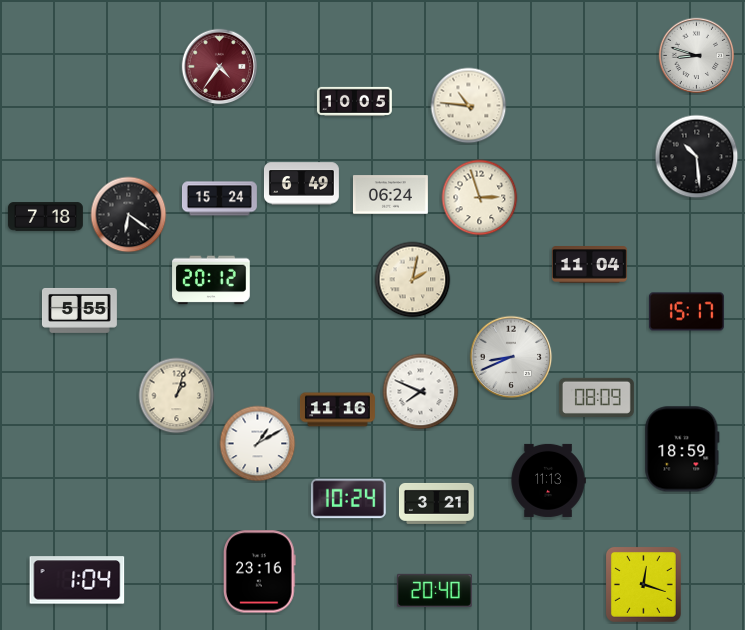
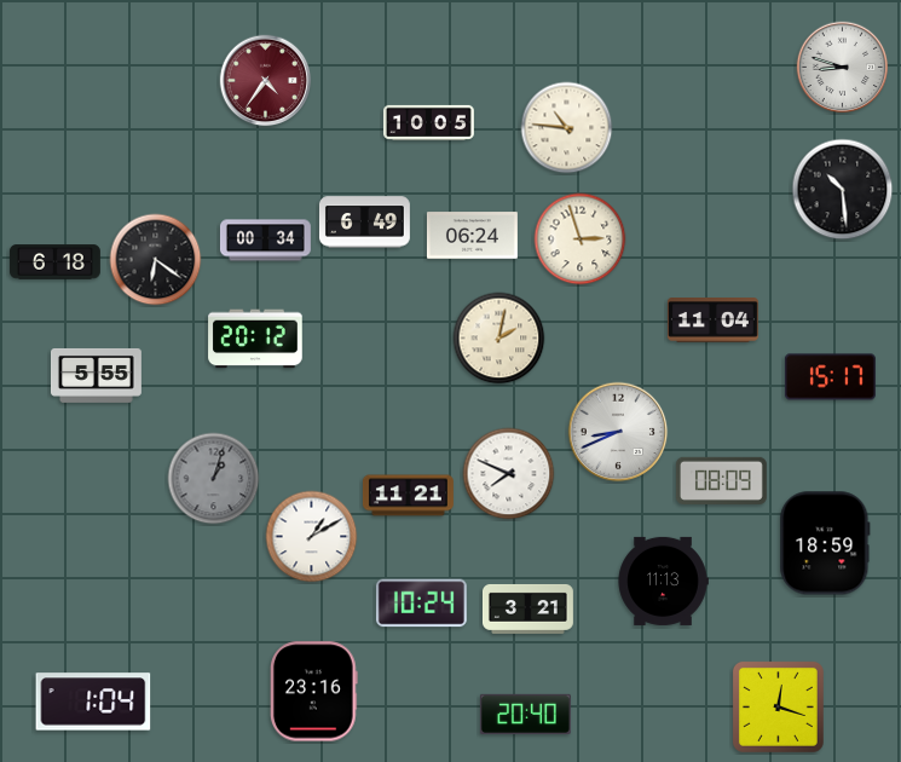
clock at (219, 199): 15:24 -> 00:34
clock at (45, 217): 7:18 -> 6:18
clock at (177, 396) dial: cream -> grey
clock at (337, 410): 11:16 -> 11:21
